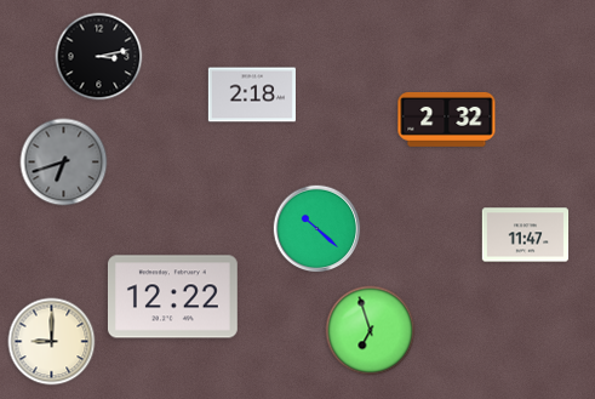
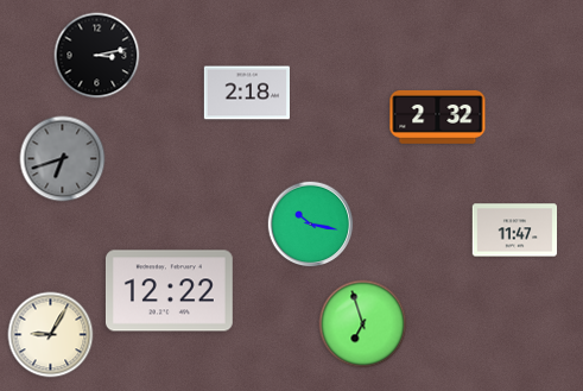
clock at (317, 229): 10:22 -> 10:17
clock at (52, 342): 9:00 -> 9:05
